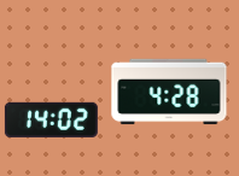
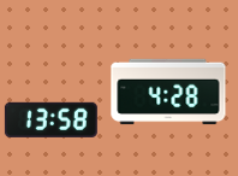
clock at (51, 119): 14:02 -> 13:58
